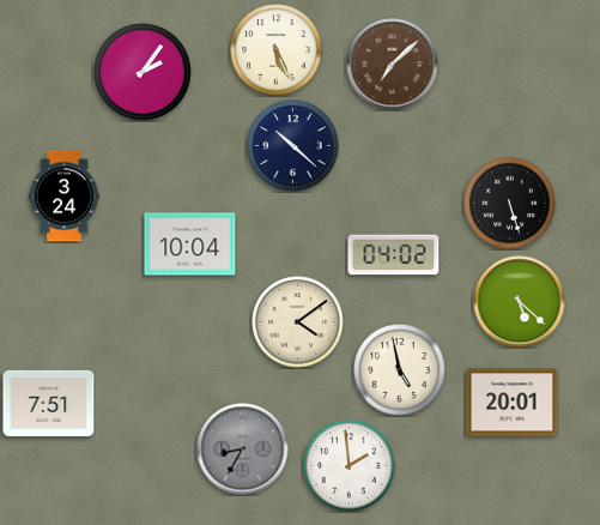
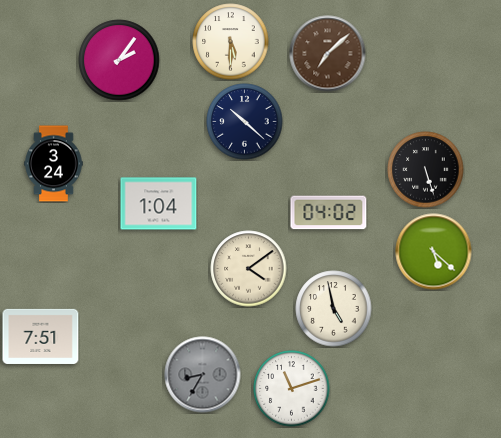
clock at (277, 50): 5:26 -> 5:30
clock at (190, 245): 10:04 -> 1:04
clock at (513, 403): 20:01 -> none
clock at (350, 466): 1:59 -> 11:12
